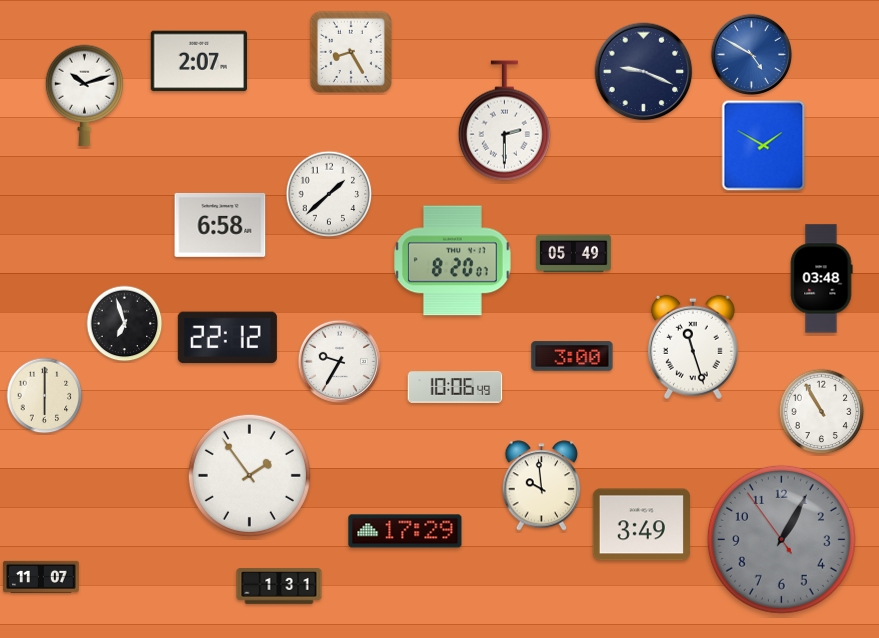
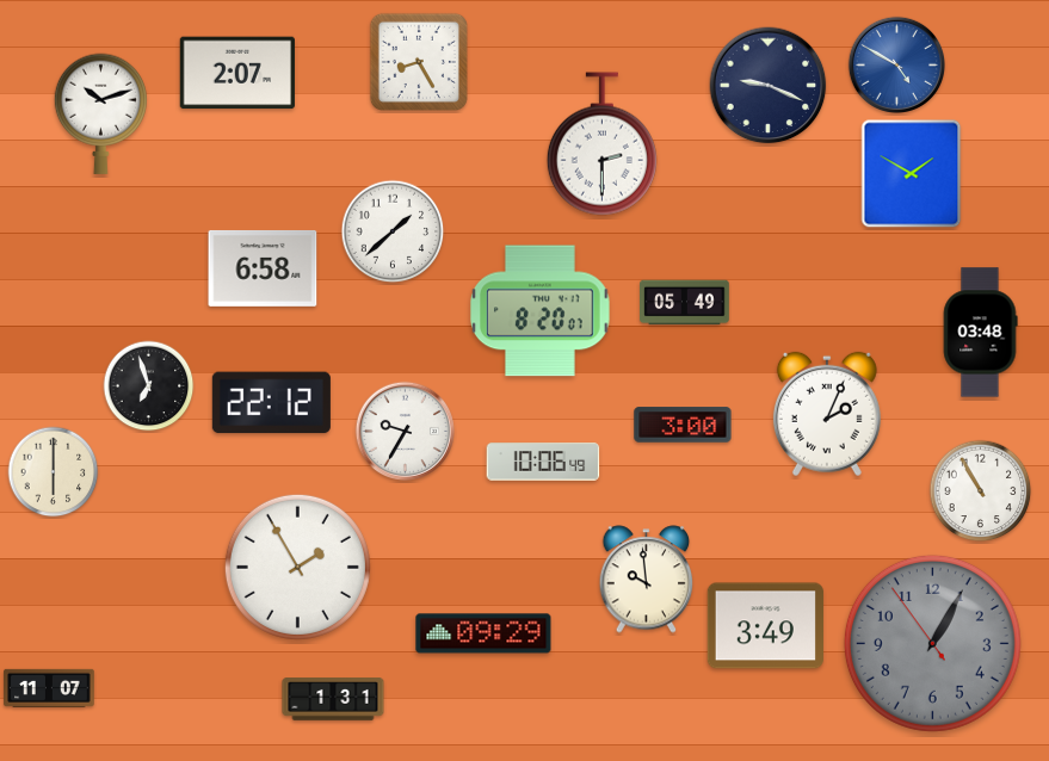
clock at (693, 347): 11:27 -> 2:04
clock at (249, 475): 1:54 -> 1:55
clock at (405, 531): 17:29 -> 09:29
